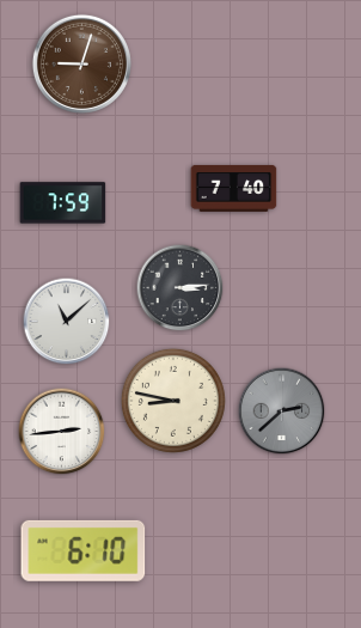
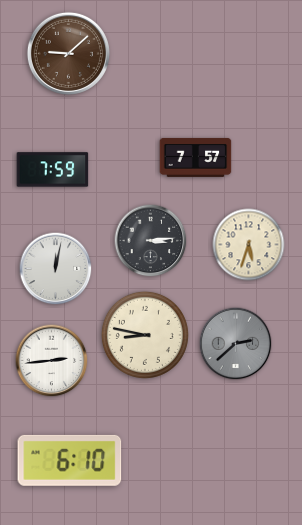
clock at (81, 63): 9:03 -> 9:08
clock at (234, 188): 7:40 -> 7:57
clock at (249, 245): none -> 5:33
clock at (67, 322): 11:08 -> 12:02
